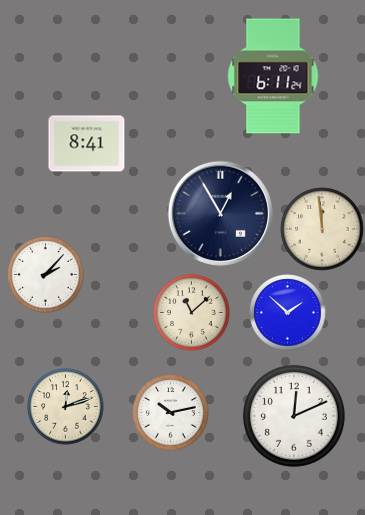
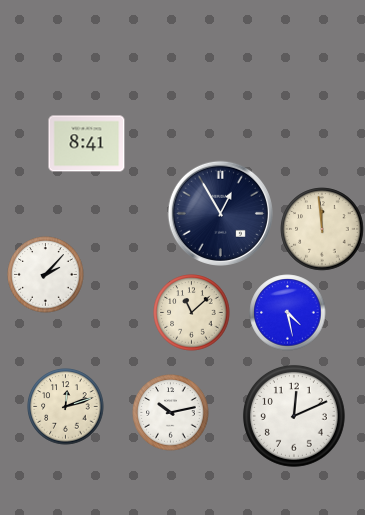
clock at (273, 76): 6:11 -> none
clock at (288, 313): 1:52 -> 4:28
